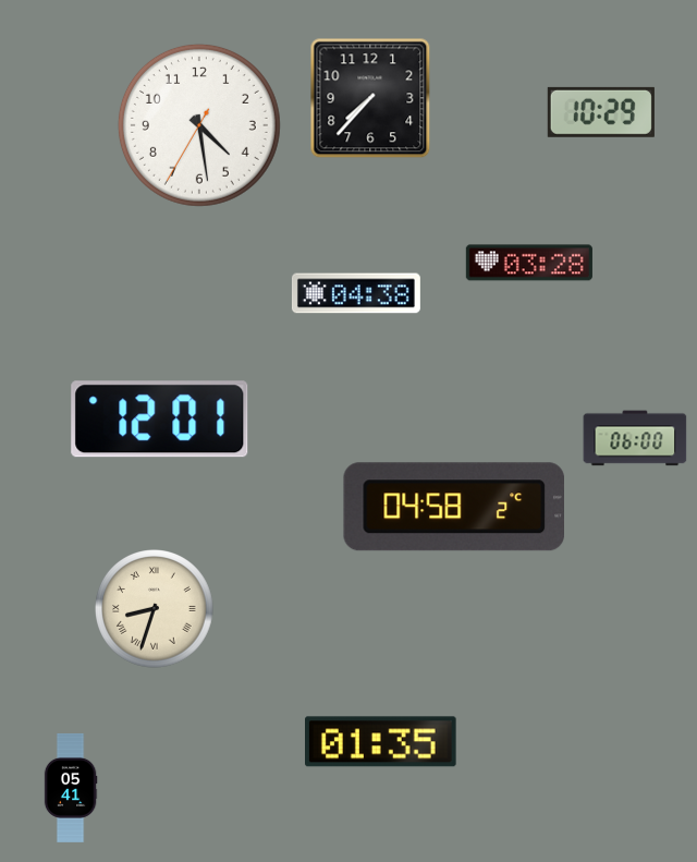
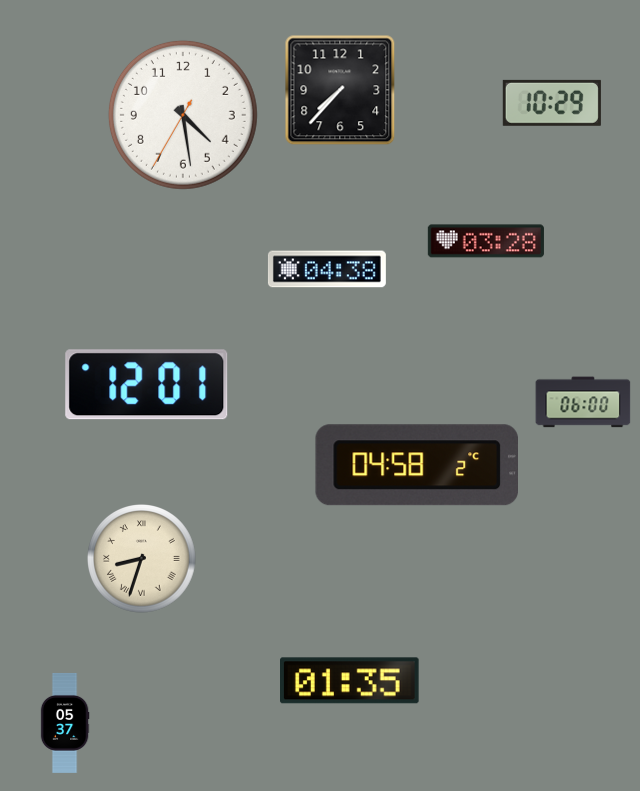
clock at (71, 788): 05:41 -> 05:37
